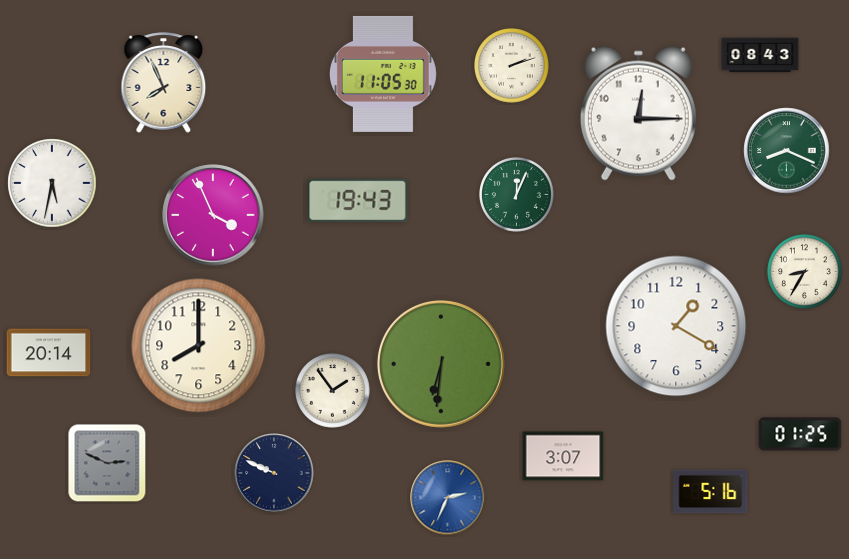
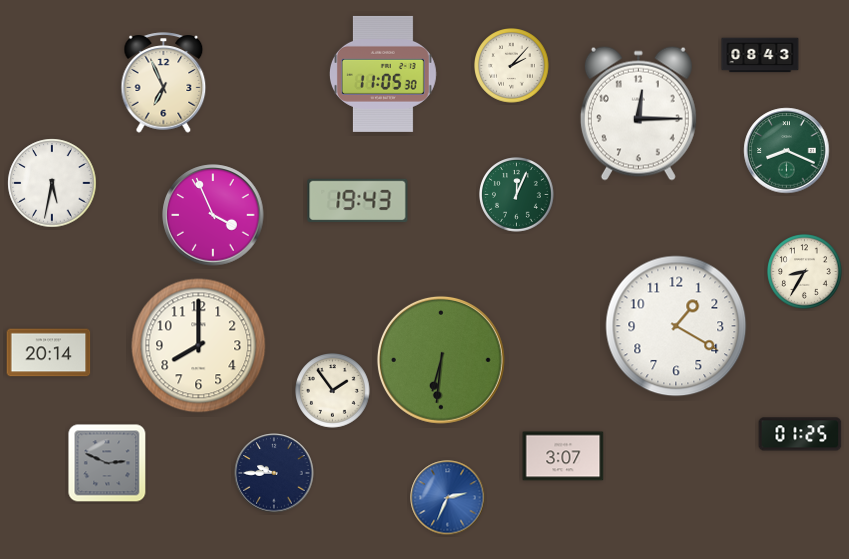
clock at (512, 66): 2:12 -> 2:07
clock at (164, 83): 7:56 -> 6:56
clock at (441, 364) position: (441, 364) -> (441, 360)
clock at (274, 473): 9:49 -> 9:45
clock at (711, 492): 5:16 -> none
